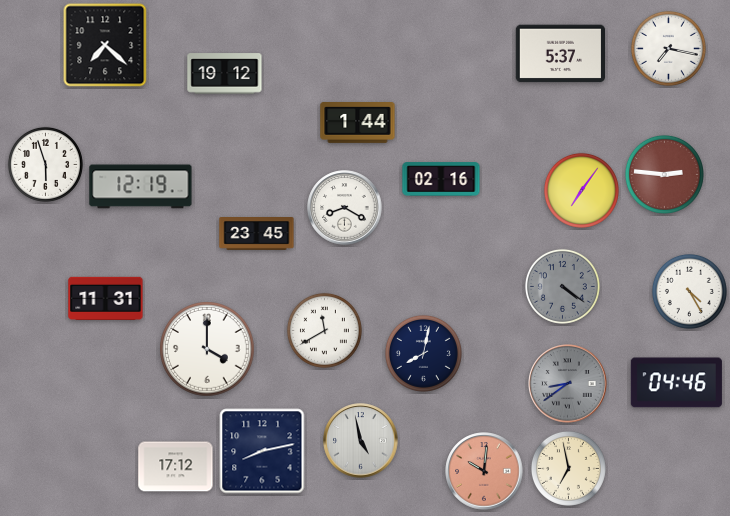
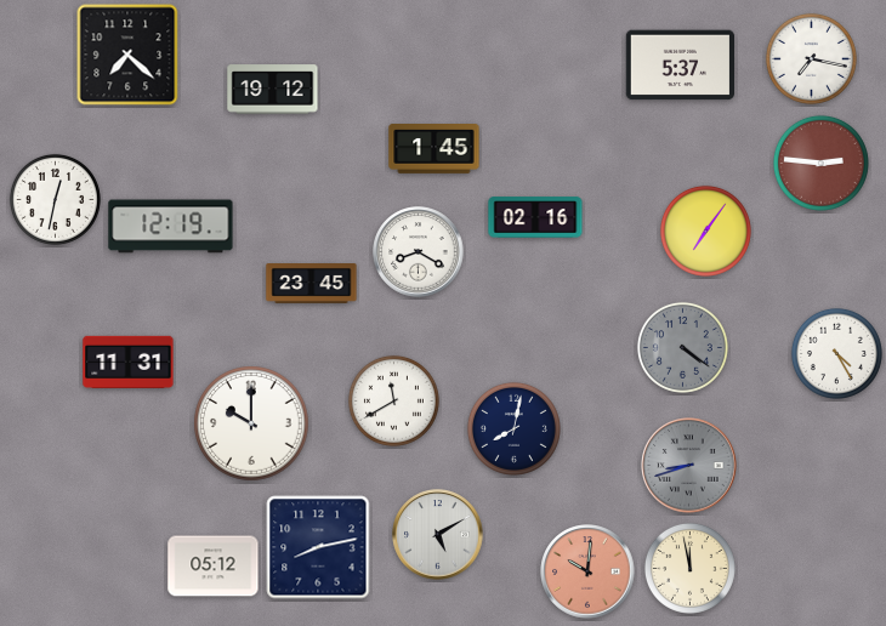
clock at (358, 123): 1:44 -> 1:45
clock at (45, 164): 5:57 -> 12:32
clock at (664, 174) position: (664, 174) -> (820, 163)
clock at (207, 349): 4:00 -> 10:00
clock at (676, 383): 04:46 -> none
clock at (568, 384): 8:39 -> 8:42
clock at (361, 441): 4:58 -> 5:10
clock at (176, 467): 17:12 -> 05:12
clock at (568, 468): 6:58 -> 11:58
